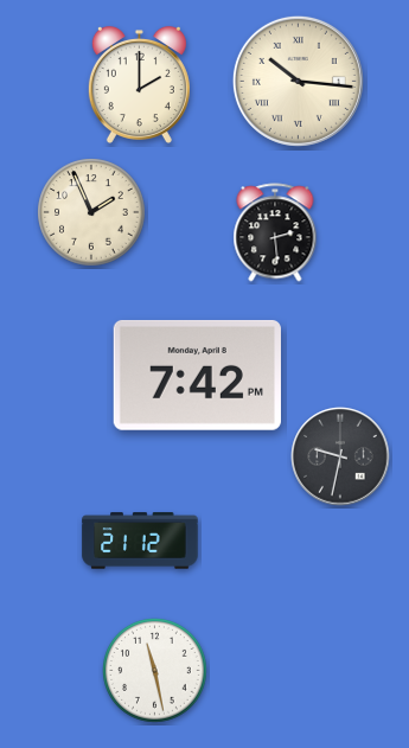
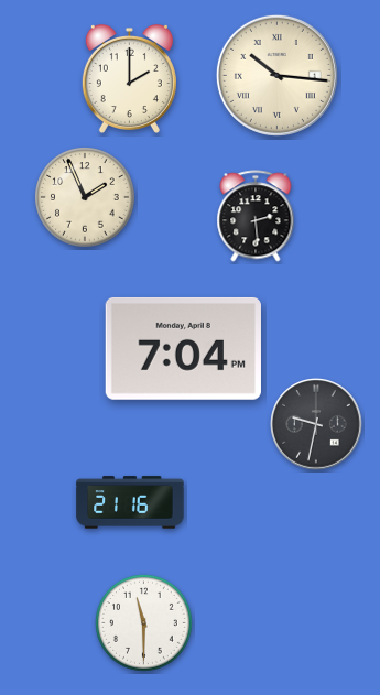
clock at (197, 375): 7:42 -> 7:04
clock at (140, 541): 21:12 -> 21:16
clock at (155, 671): 11:28 -> 11:30
